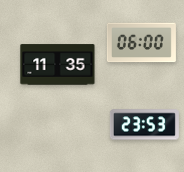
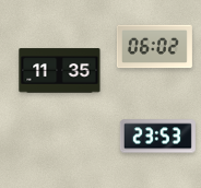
clock at (141, 43): 06:00 -> 06:02
clock at (58, 65) position: (58, 65) -> (60, 71)
